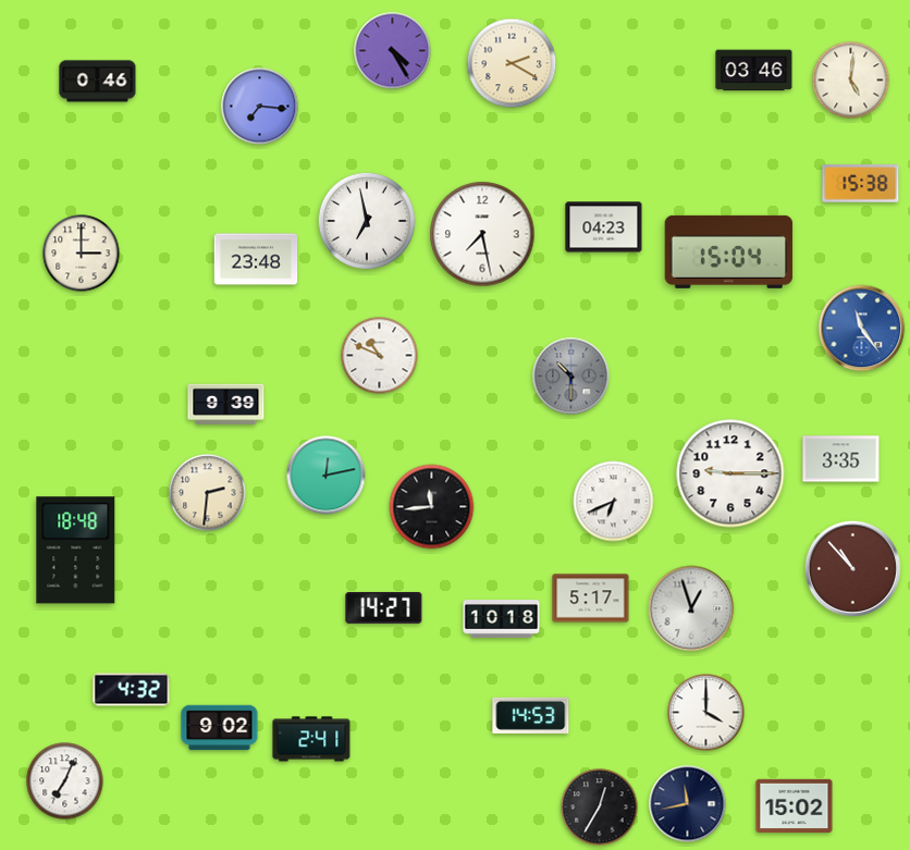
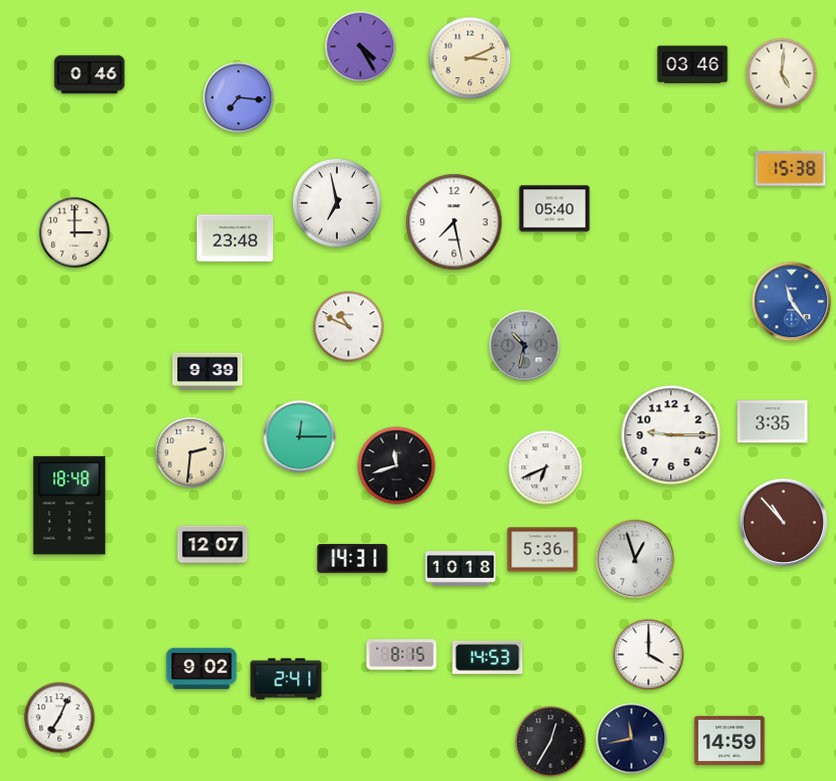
clock at (512, 63): 2:20 -> 3:11
clock at (604, 227): 04:23 -> 05:40
clock at (482, 234) position: (482, 234) -> (454, 222)
clock at (729, 251): 15:04 -> none
clock at (571, 377): 10:30 -> 10:32
clock at (327, 476): 12:13 -> 12:15
clock at (614, 502) position: (614, 502) -> (546, 468)
clock at (432, 507): 11:44 -> 11:42
clock at (213, 545): none -> 12:07
clock at (591, 599): 5:17 -> 5:36
clock at (384, 607): 14:27 -> 14:31
clock at (132, 690): 4:32 -> none
clock at (402, 655): none -> 8:15
clock at (795, 805): 15:02 -> 14:59
